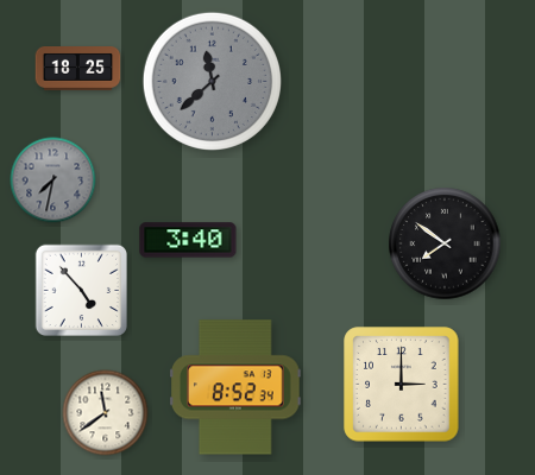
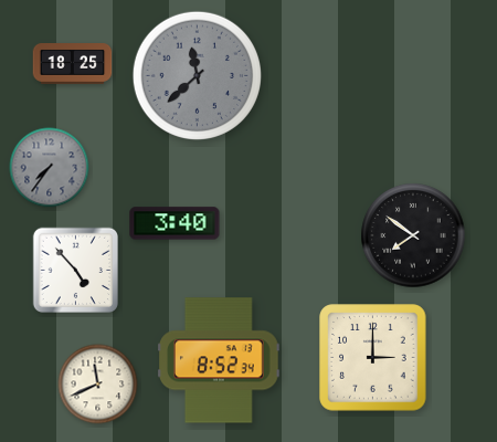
clock at (53, 180): 7:32 -> 7:36
clock at (445, 243) position: (445, 243) -> (413, 235)
clock at (106, 413): 11:39 -> 11:41
